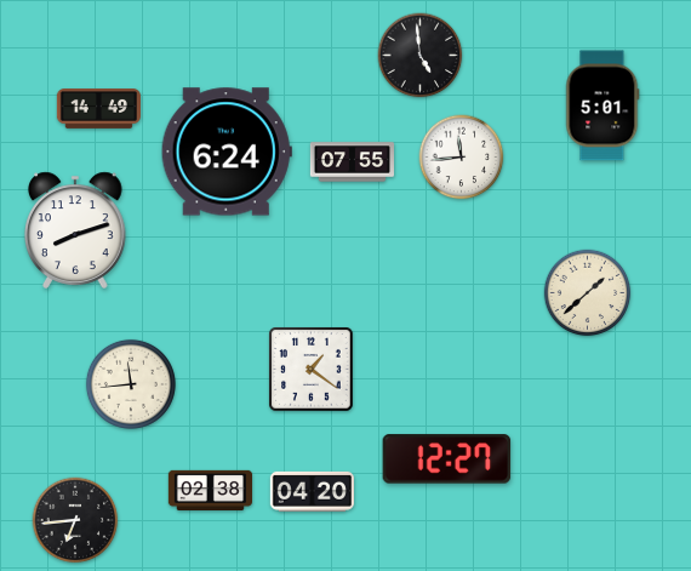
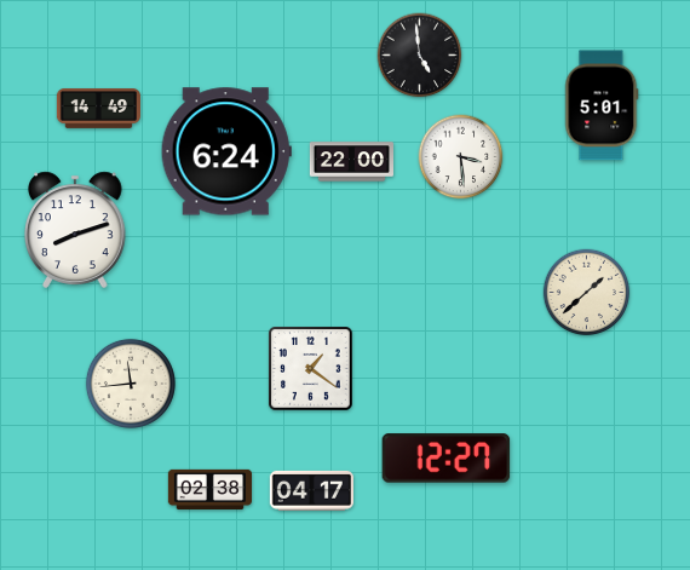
clock at (462, 158): 11:44 -> 3:29
clock at (352, 162): 07:55 -> 22:00
clock at (312, 491): 04:20 -> 04:17
clock at (75, 520): 6:44 -> none
